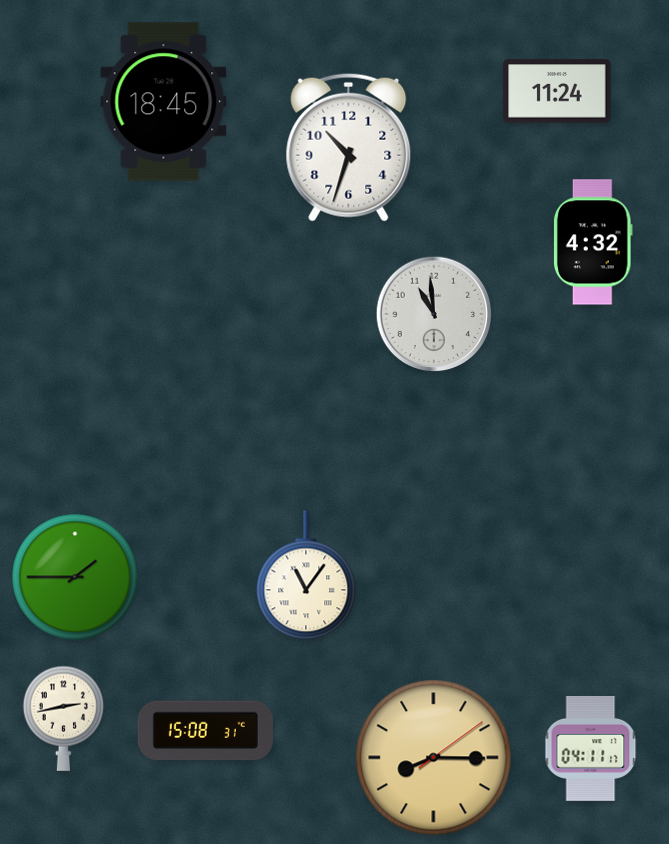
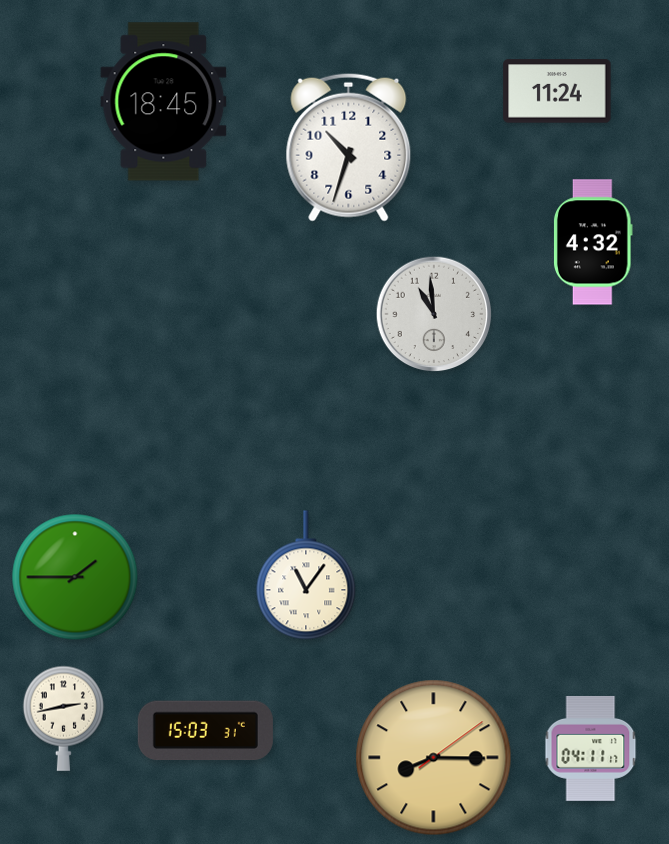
clock at (205, 731): 15:08 -> 15:03
